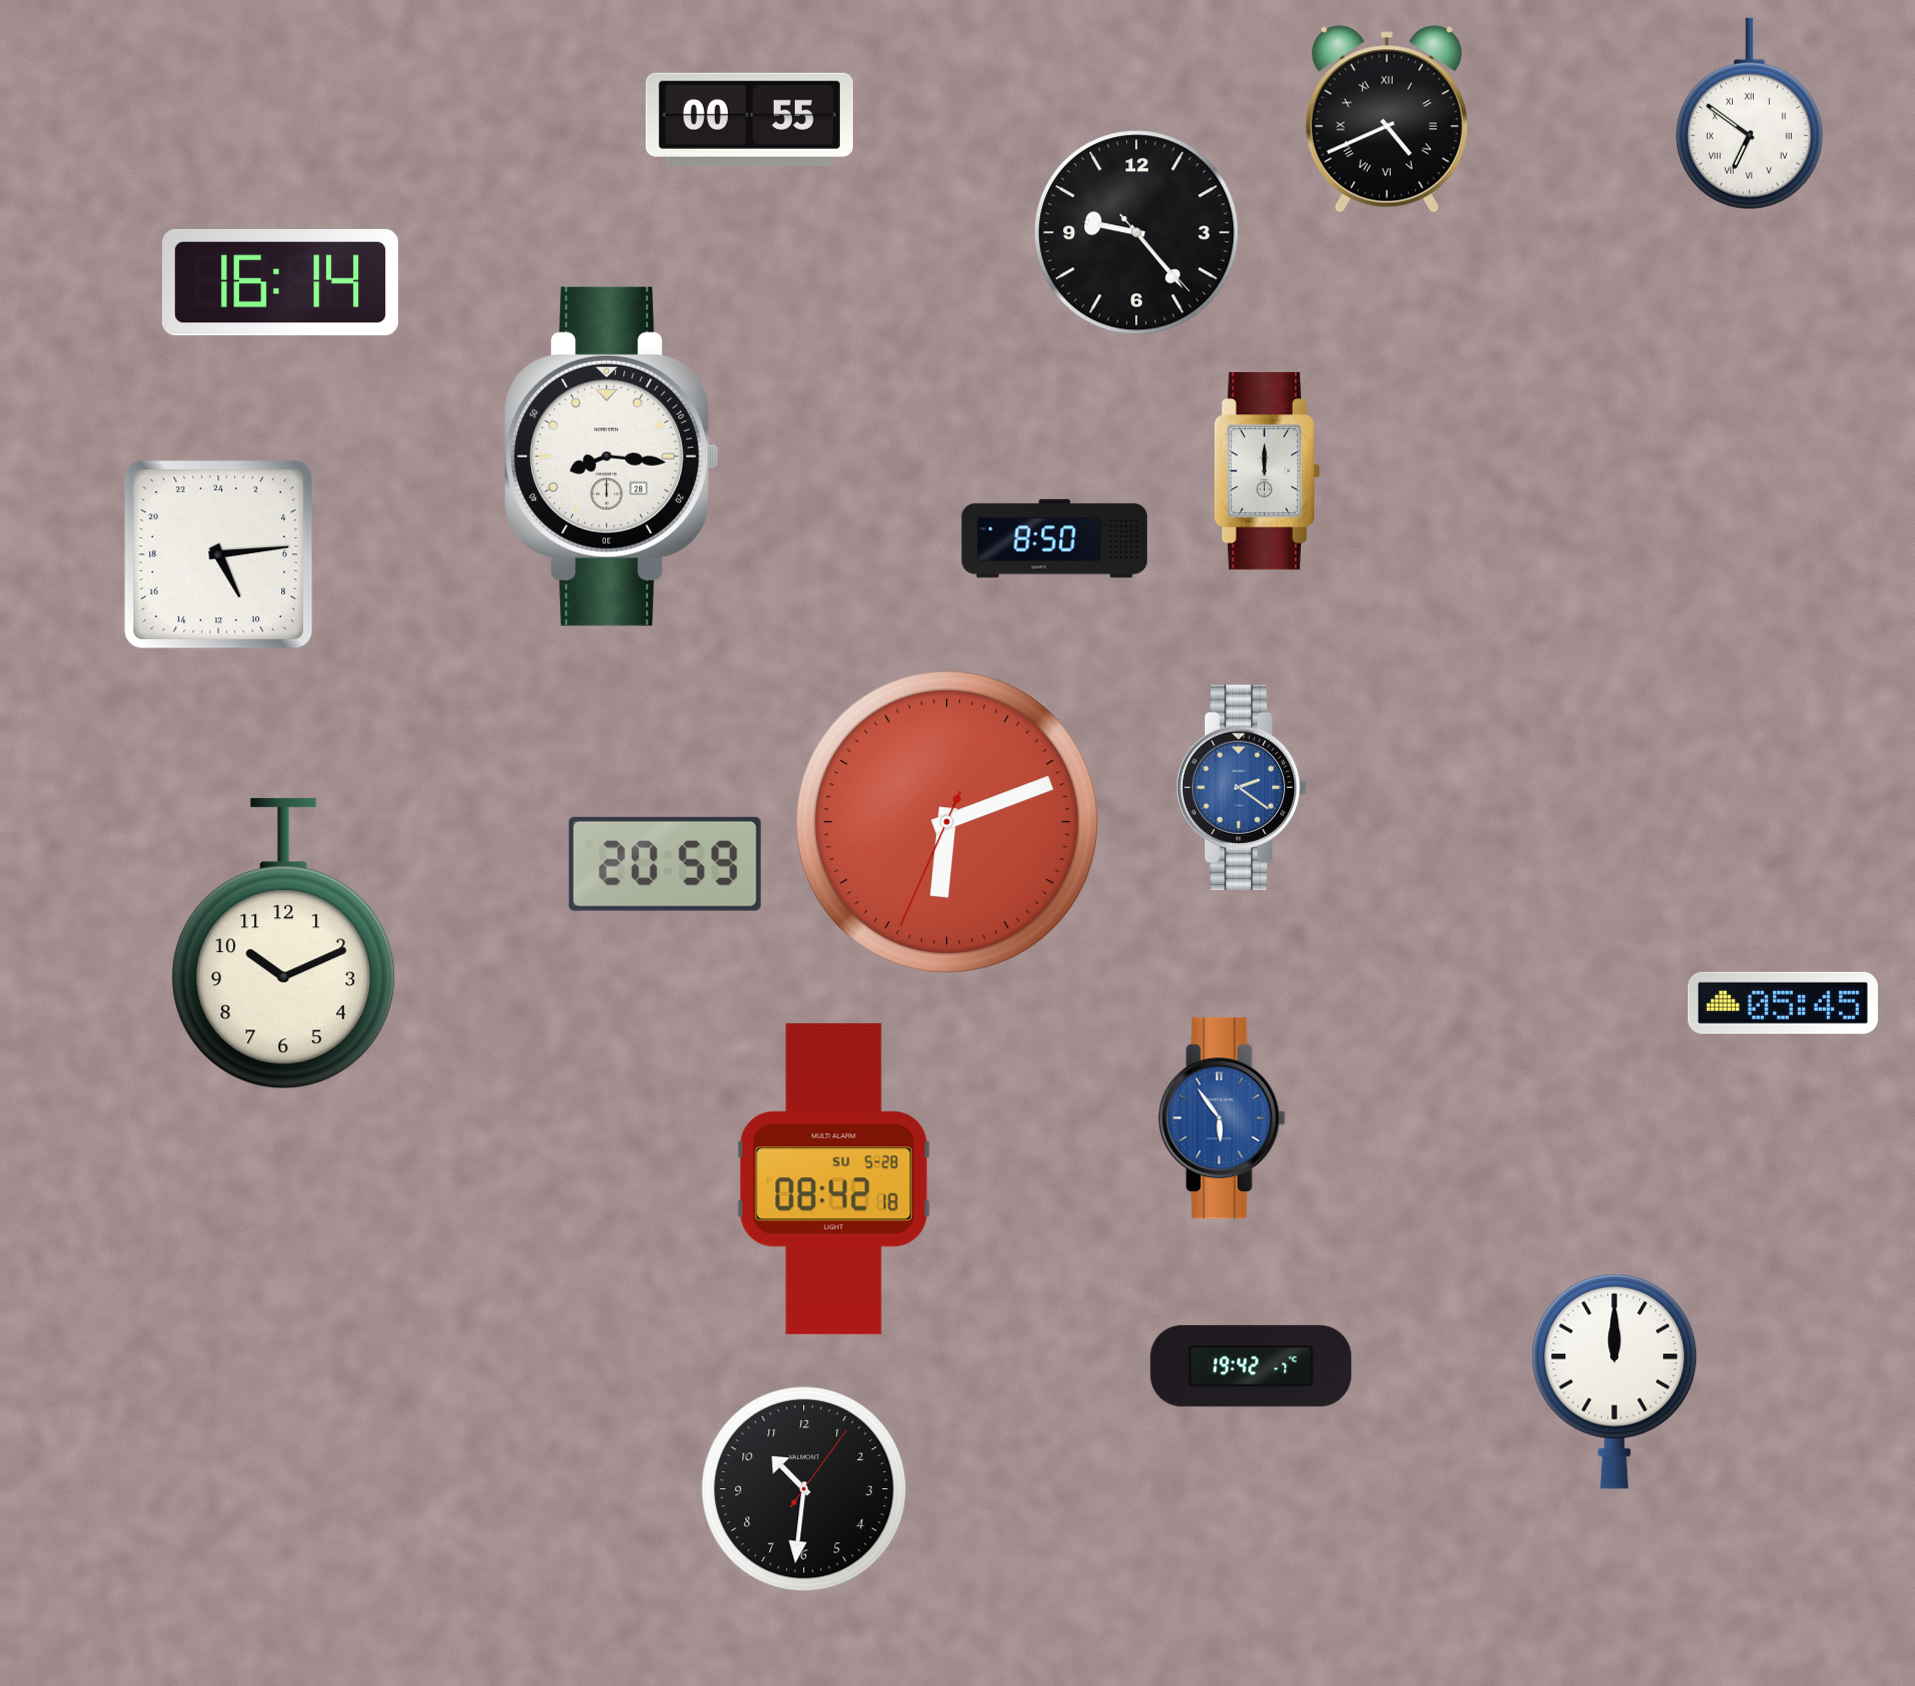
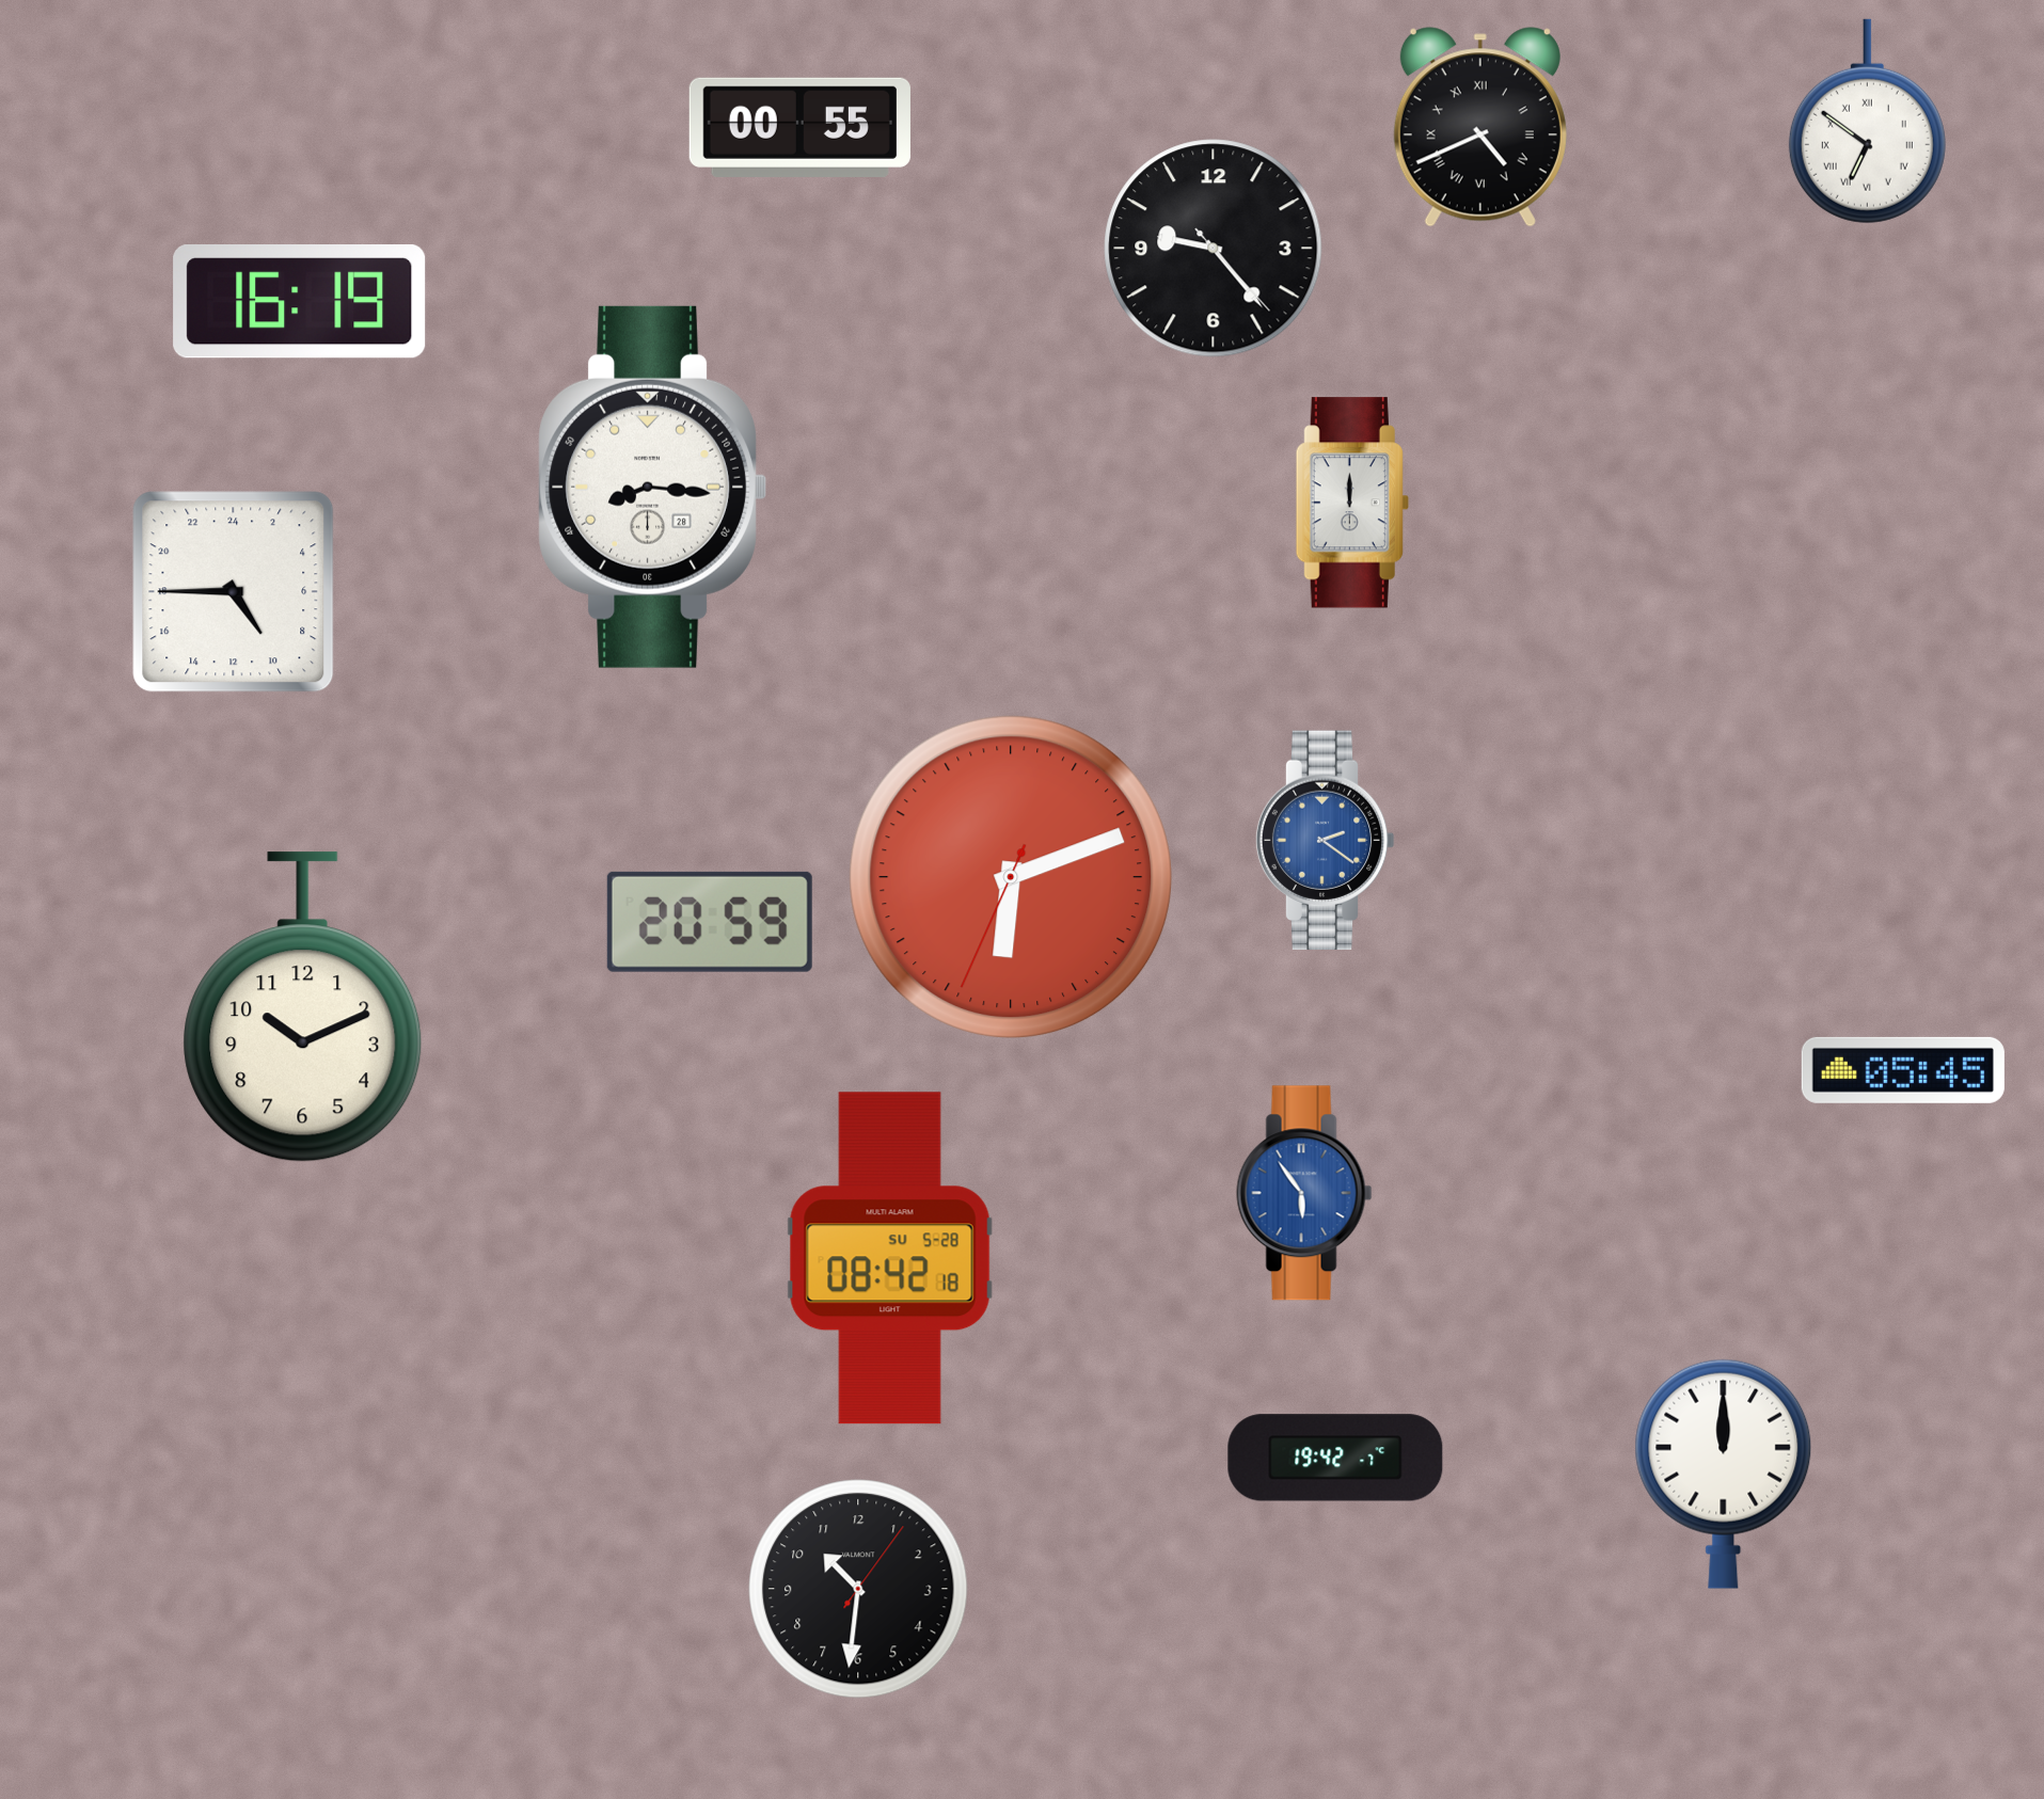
clock at (281, 283): 16:14 -> 16:19
clock at (1055, 539): 8:50 -> none
clock at (219, 555): 10:14 -> 9:45
